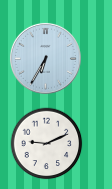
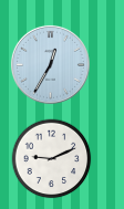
clock at (45, 58): 6:35 -> 12:35
